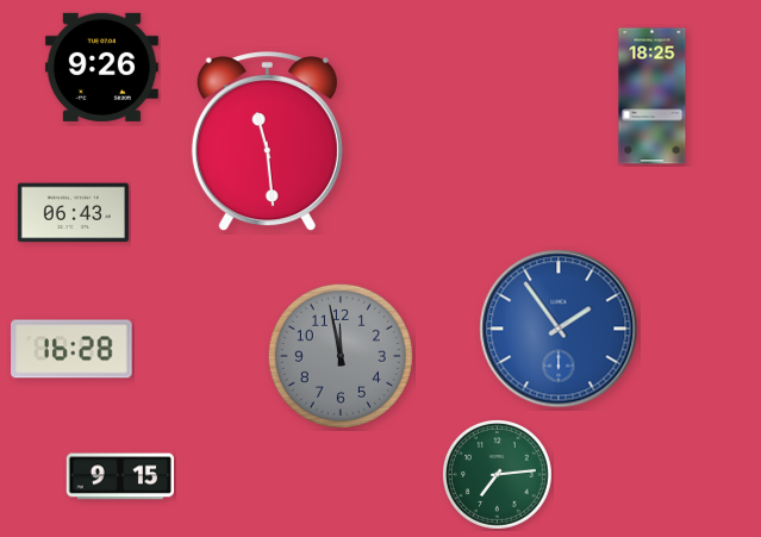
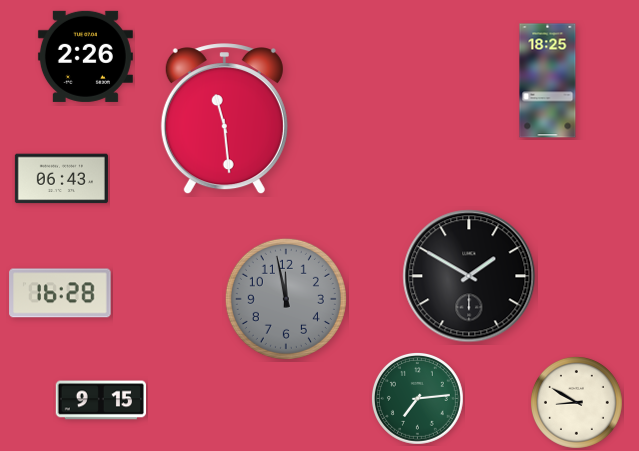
clock at (101, 67): 9:26 -> 2:26
clock at (559, 329): 1:54 -> 1:50
clock at (559, 329) dial: blue -> black
clock at (577, 403): none -> 8:50
